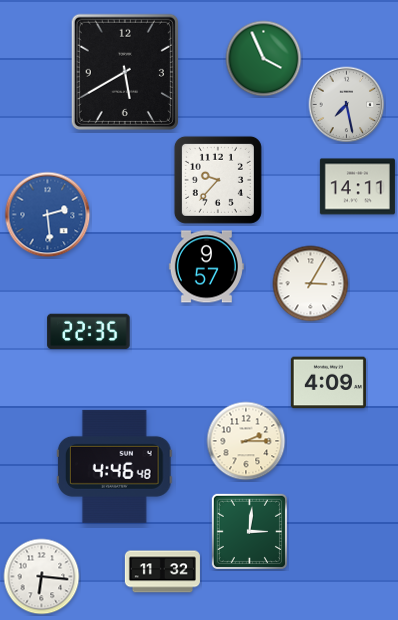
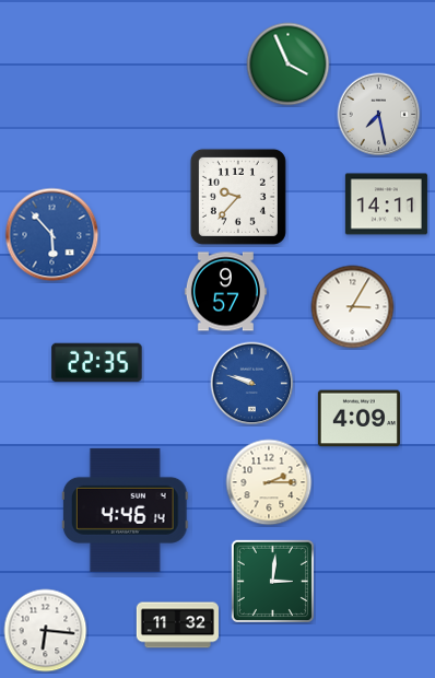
clock at (125, 72): 5:40 -> none
clock at (357, 187) position: (357, 187) -> (386, 204)
clock at (48, 215): 2:29 -> 5:53
clock at (311, 284) position: (311, 284) -> (353, 307)
clock at (252, 384): none -> 9:48
clock at (114, 466): 4:46:48 -> 4:46:14
